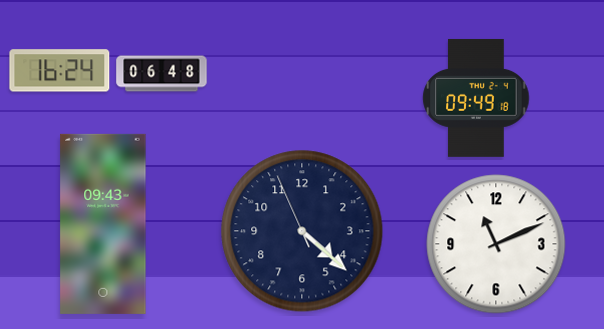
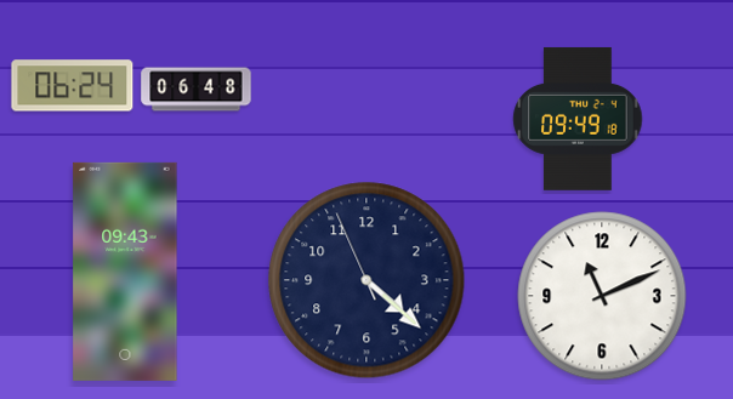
clock at (60, 71): 16:24 -> 06:24
